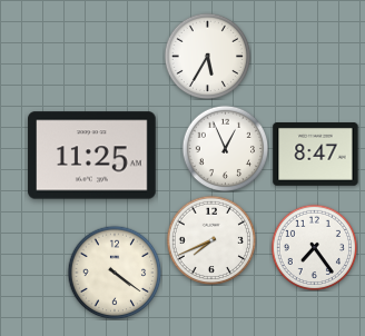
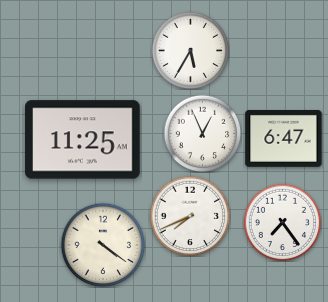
clock at (207, 56) position: (207, 56) -> (190, 50)
clock at (316, 155): 8:47 -> 6:47
